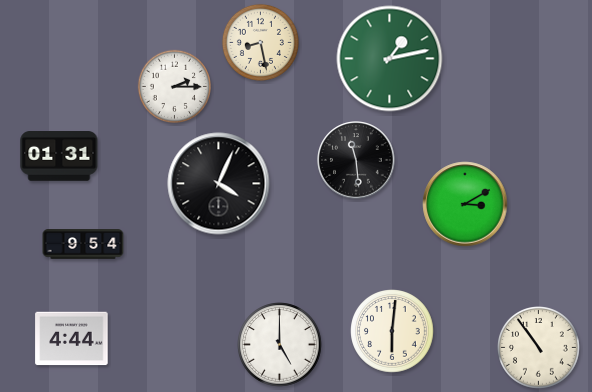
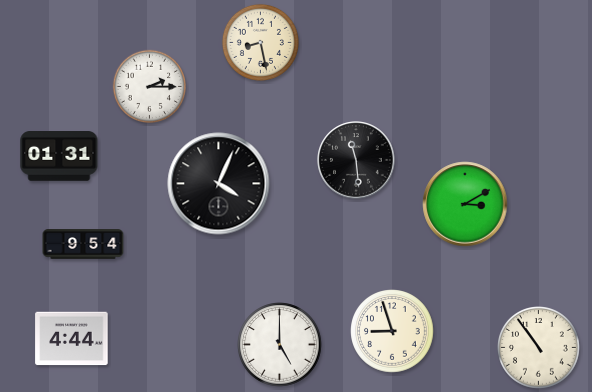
clock at (390, 59): 1:13 -> none
clock at (174, 86) position: (174, 86) -> (149, 86)
clock at (392, 331): 6:01 -> 8:57
